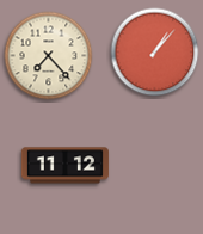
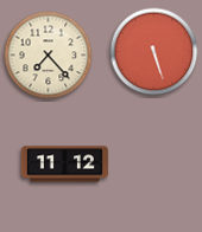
clock at (155, 53): 1:07 -> 5:27
